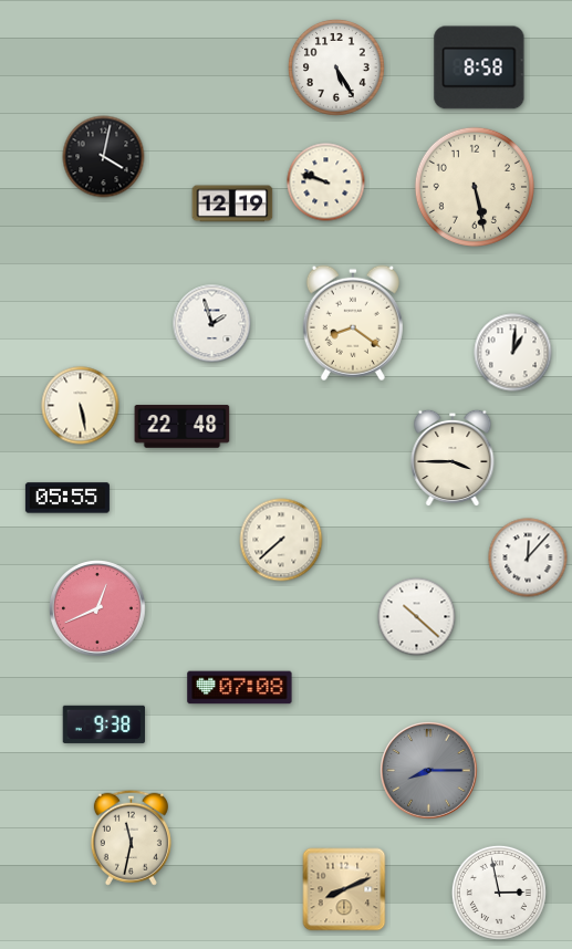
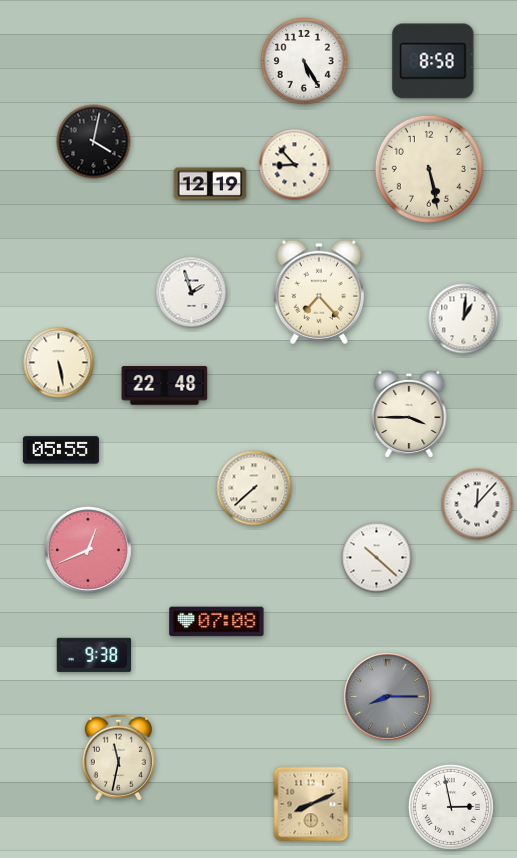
clock at (326, 182): 9:48 -> 8:53
clock at (353, 323): 8:21 -> 7:23
clock at (81, 406) position: (81, 406) -> (59, 363)
